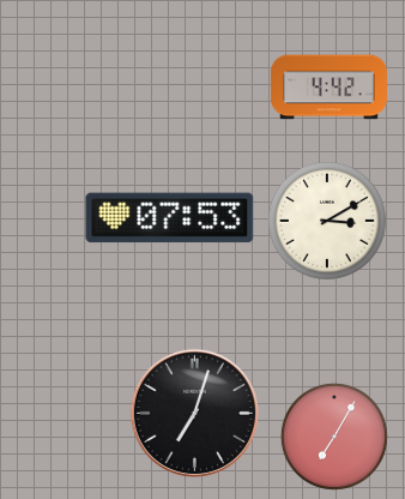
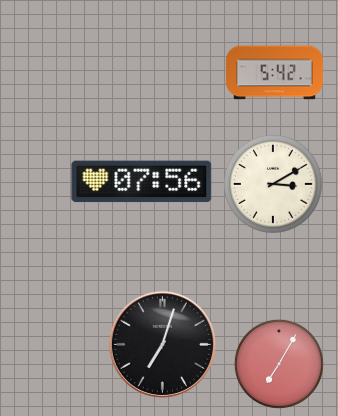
clock at (328, 88): 4:42 -> 5:42
clock at (170, 218): 07:53 -> 07:56
